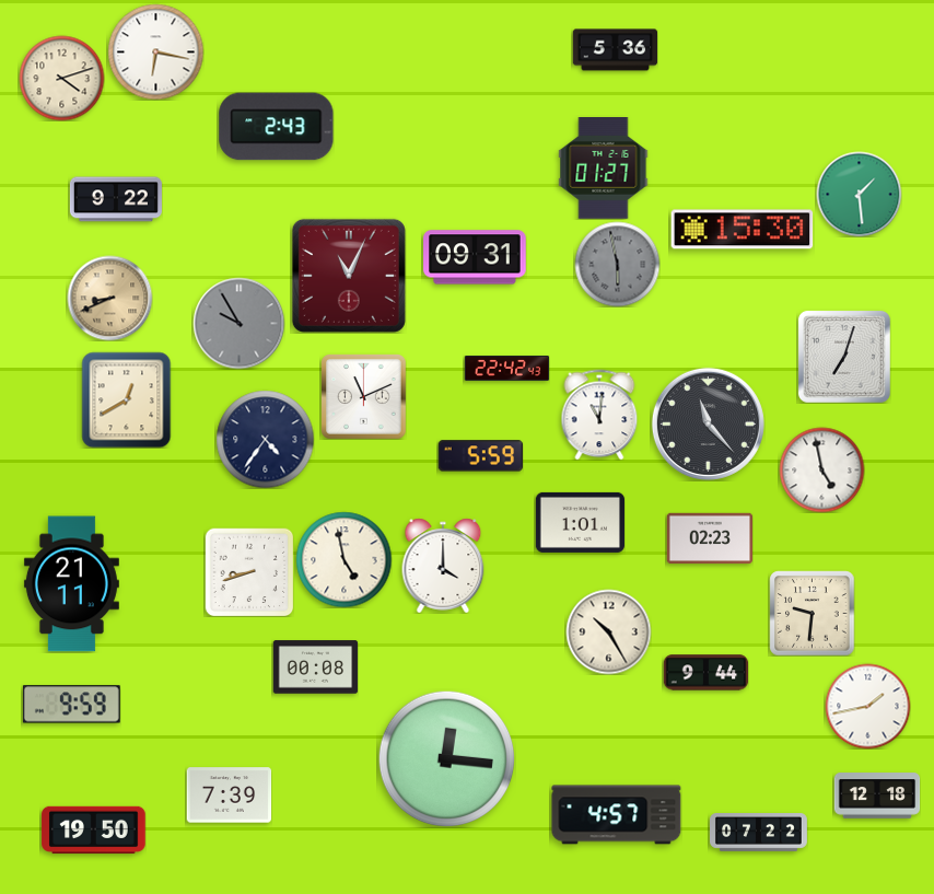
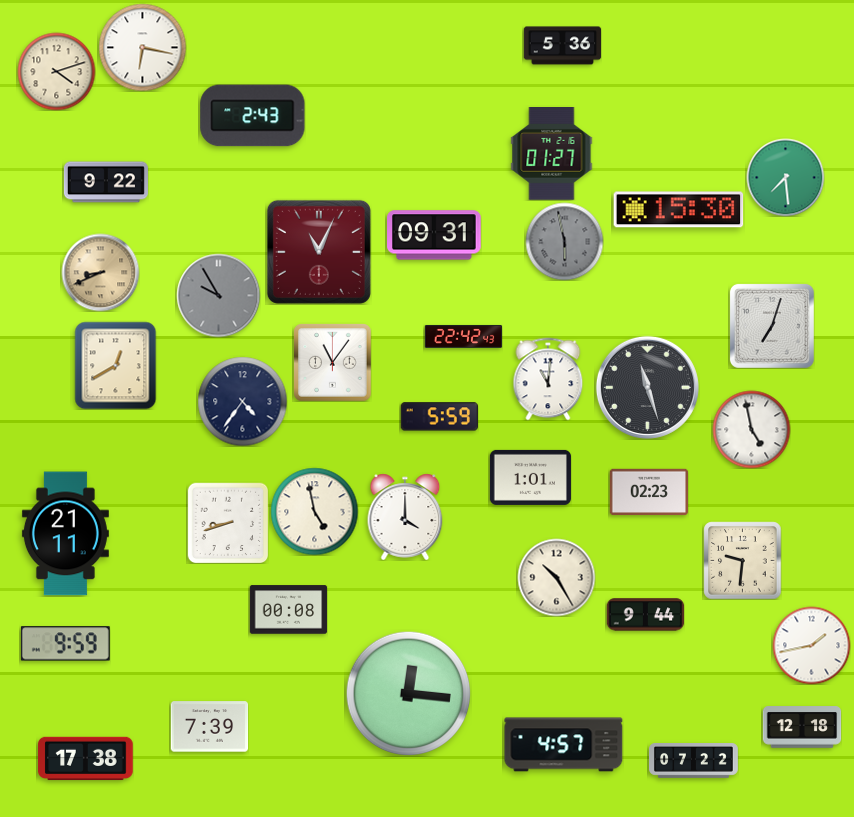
clock at (859, 194): 1:29 -> 7:29
clock at (363, 396): 11:11 -> 11:06
clock at (708, 423): 11:23 -> 11:27
clock at (867, 706) position: (867, 706) -> (811, 645)
clock at (94, 831): 19:50 -> 17:38
